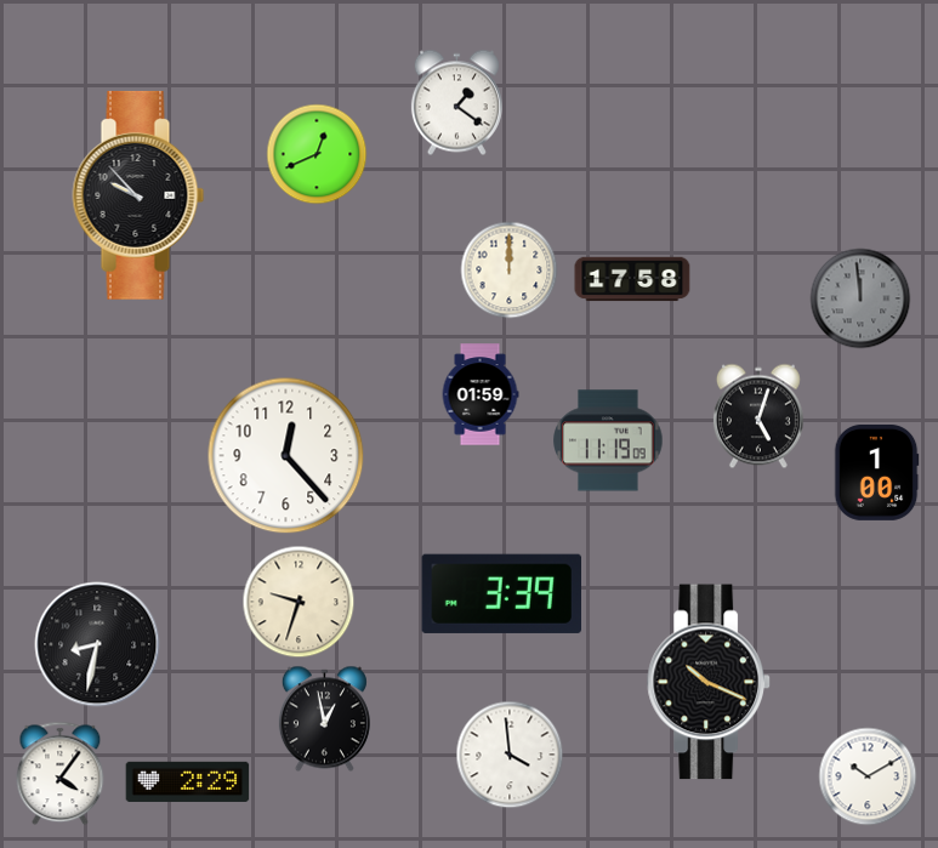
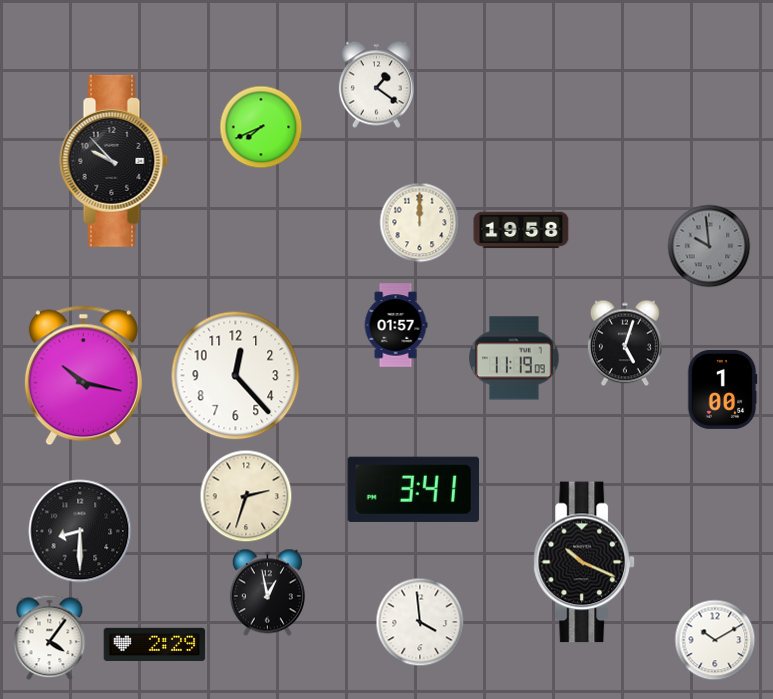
clock at (317, 154): 12:41 -> 7:41
clock at (632, 279): 17:58 -> 19:58
clock at (860, 298): 11:59 -> 9:59
clock at (481, 394): 01:59 -> 01:57
clock at (608, 440) position: (608, 440) -> (514, 358)
clock at (83, 376): none -> 10:17
clock at (501, 593): 3:39 -> 3:41
clock at (299, 602): 9:33 -> 2:33
clock at (97, 644): 8:32 -> 8:30
